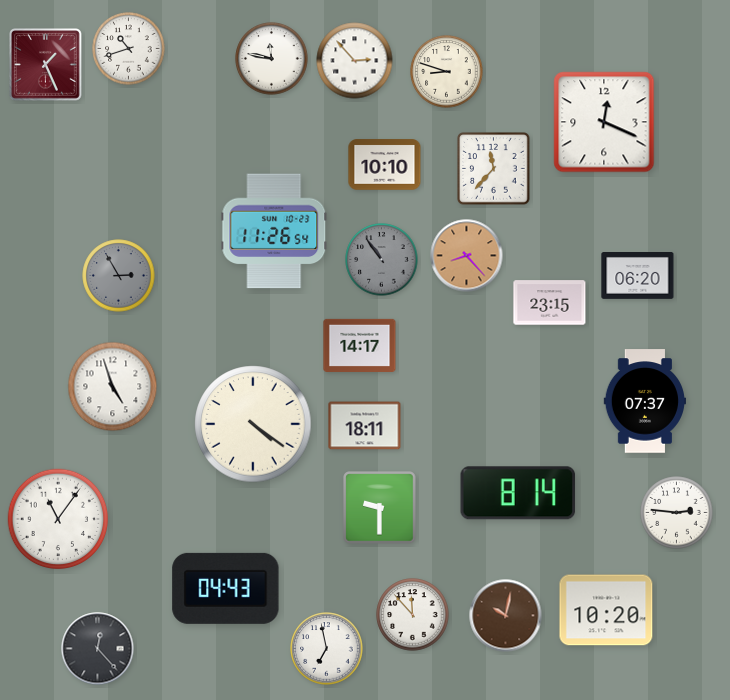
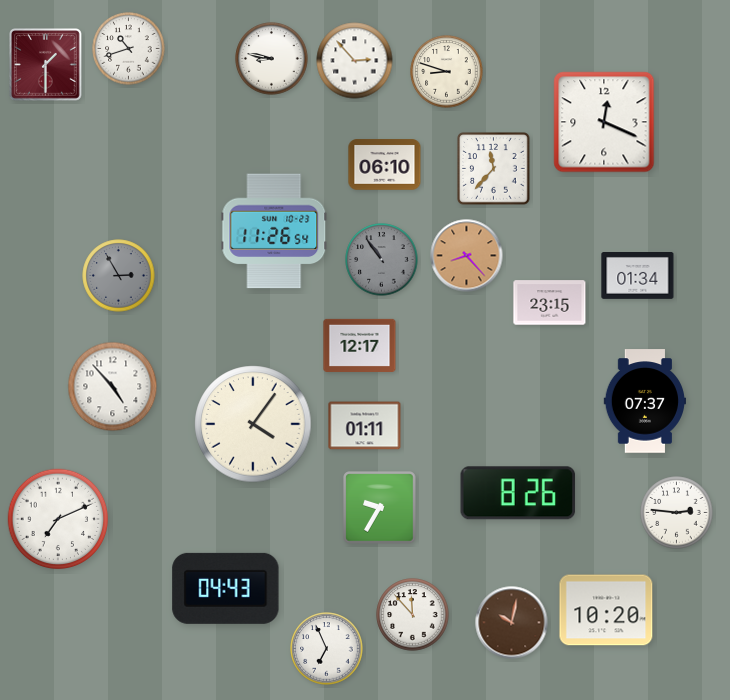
clock at (272, 59): 11:47 -> 8:47
clock at (46, 65): 1:26 -> 1:30
clock at (385, 165): 10:10 -> 06:10
clock at (638, 276): 06:20 -> 01:34
clock at (360, 345): 14:17 -> 12:17
clock at (113, 387): 4:57 -> 4:53
clock at (253, 424): 4:21 -> 4:06
clock at (365, 426): 18:11 -> 01:11
clock at (518, 493): 8:14 -> 8:26
clock at (380, 508): 9:30 -> 9:35
clock at (58, 519): 11:06 -> 7:11
clock at (506, 616) position: (506, 616) -> (512, 623)
clock at (98, 649): 12:23 -> none
clock at (327, 649): 6:58 -> 6:56
